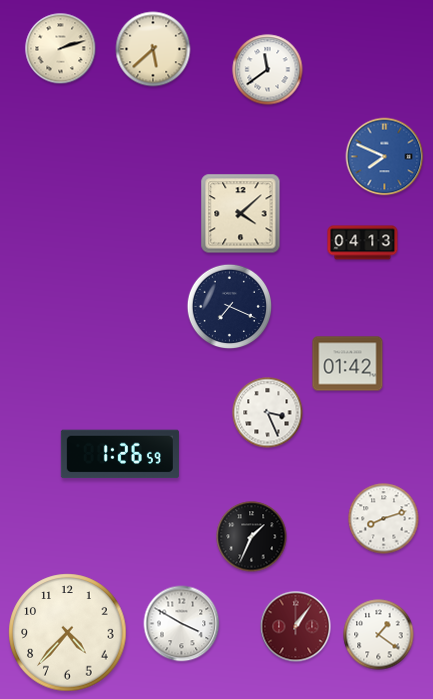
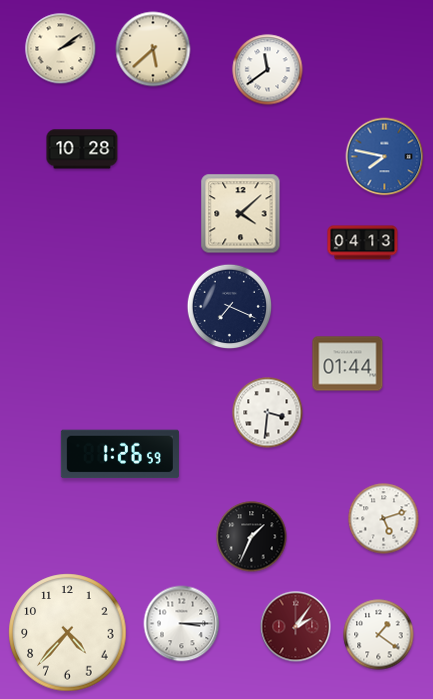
clock at (61, 49): 2:12 -> 2:09
clock at (82, 149): none -> 10:28
clock at (385, 157): 7:49 -> 7:47
clock at (348, 364): 01:42 -> 01:44
clock at (268, 413): 3:26 -> 3:31
clock at (384, 519): 8:12 -> 5:12
clock at (182, 624): 3:50 -> 3:15
clock at (296, 627): 1:06 -> 2:06
